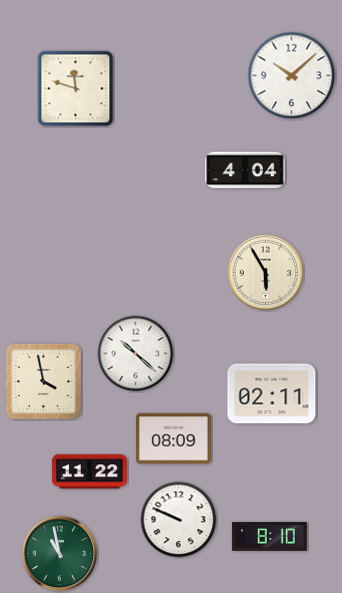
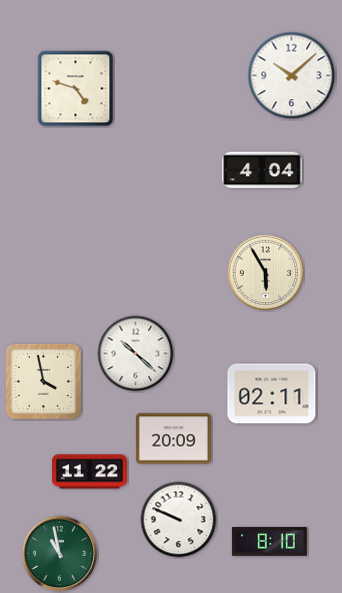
clock at (76, 89): 11:48 -> 4:48
clock at (245, 170) position: (245, 170) -> (262, 170)
clock at (173, 439): 08:09 -> 20:09
clock at (269, 536) position: (269, 536) -> (269, 541)
